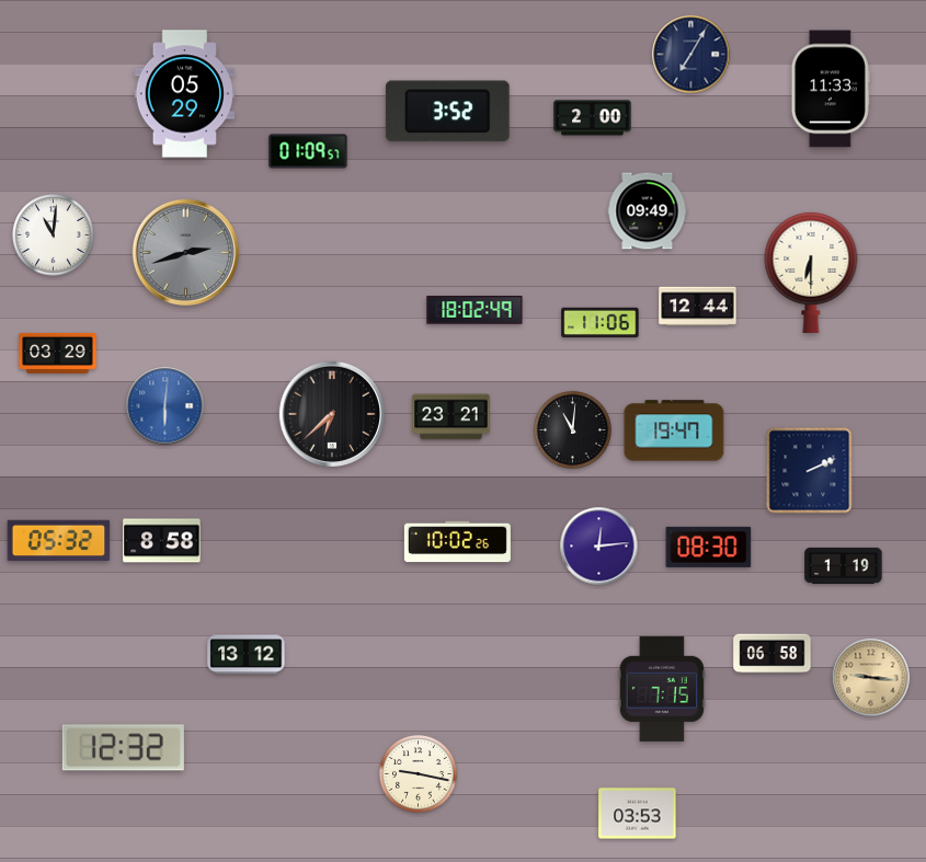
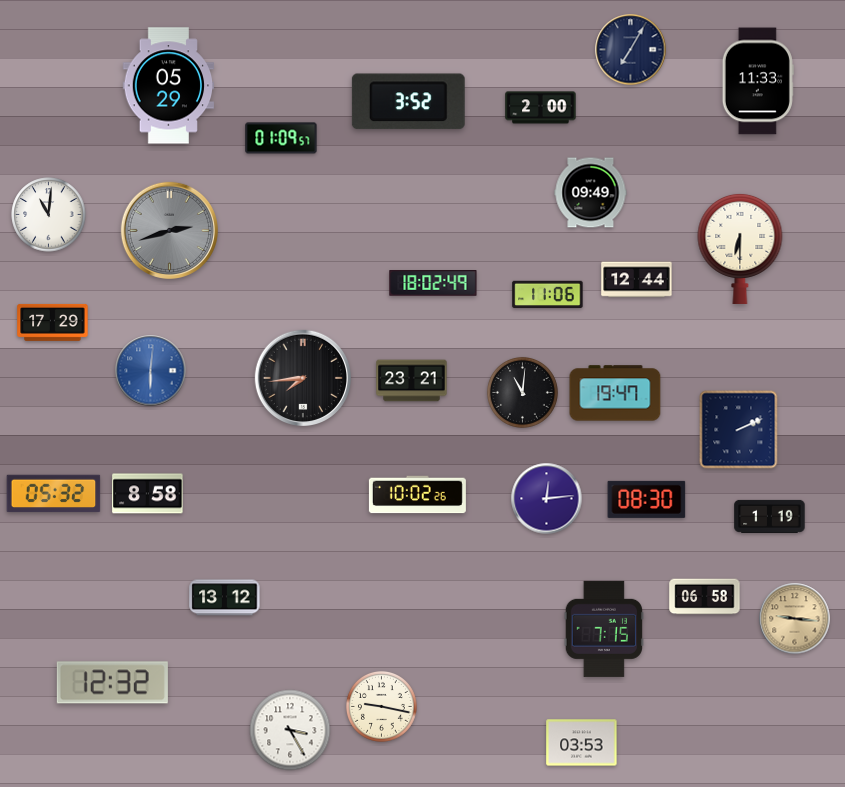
clock at (58, 353): 03:29 -> 17:29
clock at (331, 413): 6:38 -> 7:44
clock at (290, 730): none -> 3:25
